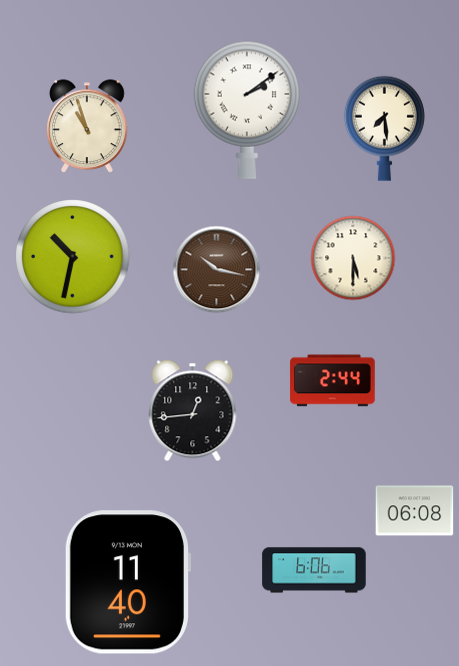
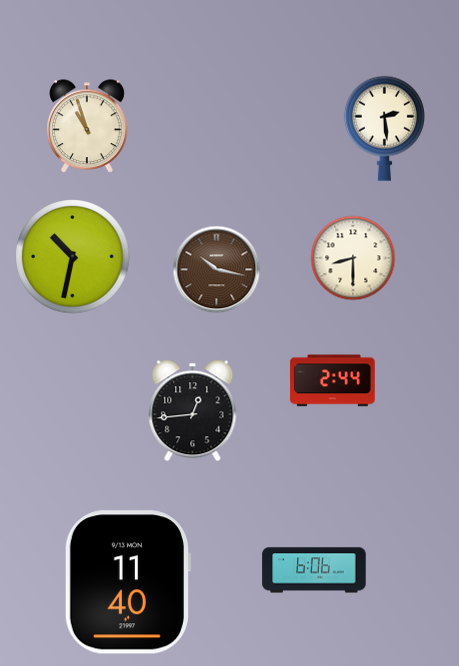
clock at (247, 110): 2:09 -> none
clock at (384, 128): 7:29 -> 2:29
clock at (353, 258): 5:30 -> 8:30
clock at (415, 511): 06:08 -> none
